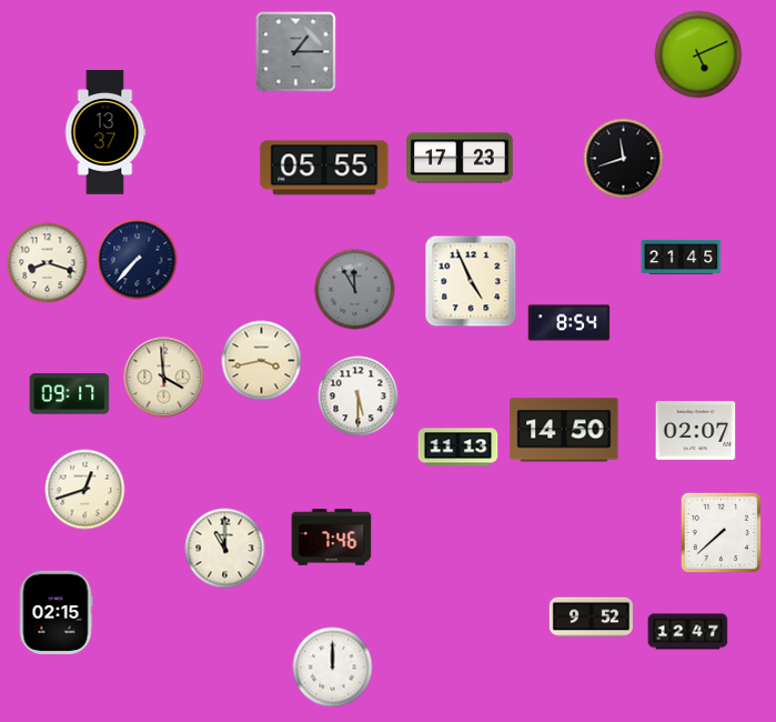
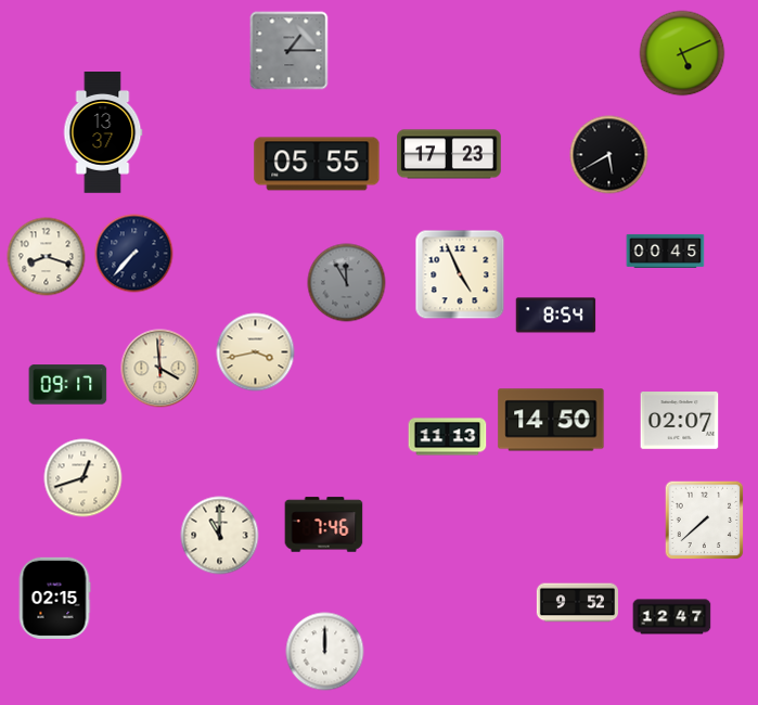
clock at (105, 133) position: (105, 133) -> (103, 133)
clock at (624, 159): 11:42 -> 5:40
clock at (682, 257): 21:45 -> 00:45
clock at (359, 397): 5:30 -> none
